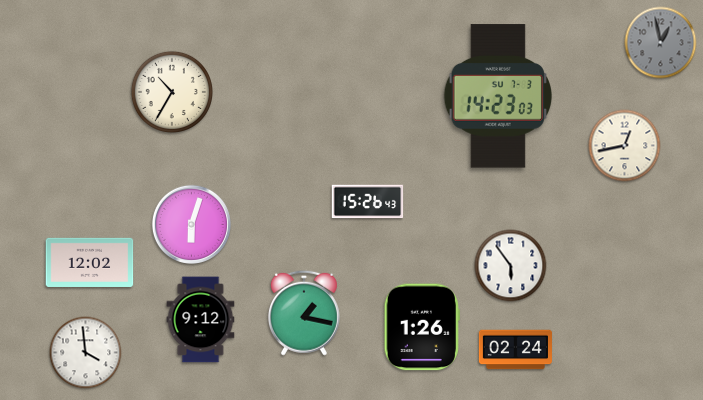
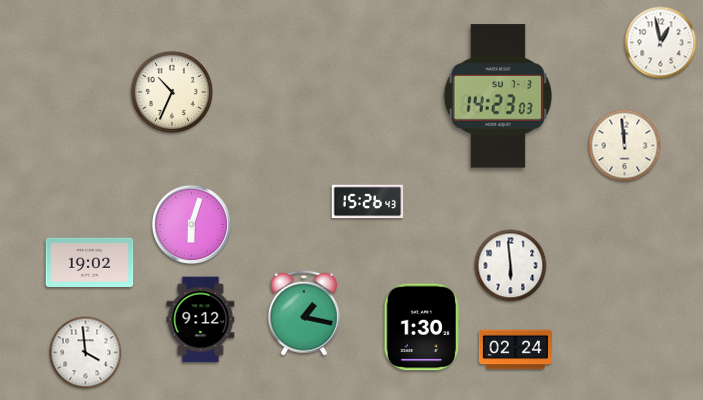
clock at (661, 43) dial: grey -> white
clock at (171, 91): 10:35 -> 10:34
clock at (625, 146): 12:43 -> 11:59
clock at (90, 262): 12:02 -> 19:02
clock at (511, 266): 5:54 -> 5:59
clock at (422, 327): 1:26 -> 1:30
